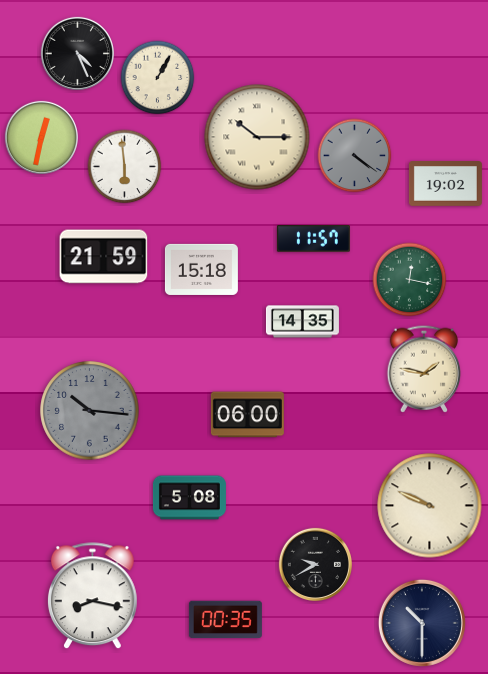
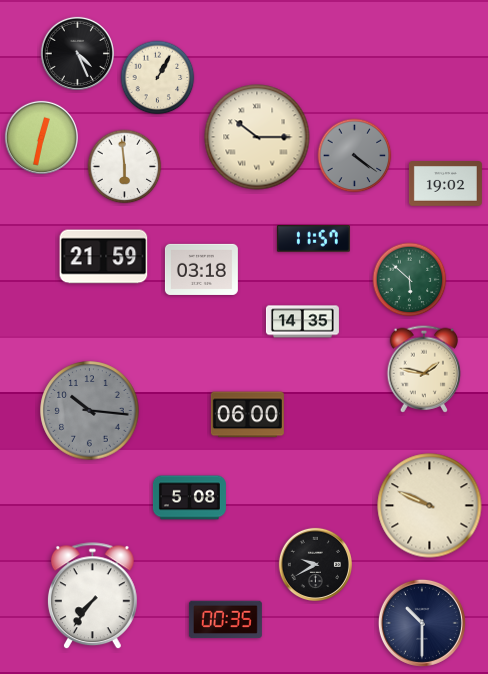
clock at (201, 269): 15:18 -> 03:18
clock at (410, 280): 12:17 -> 5:52
clock at (92, 596): 8:17 -> 7:36
